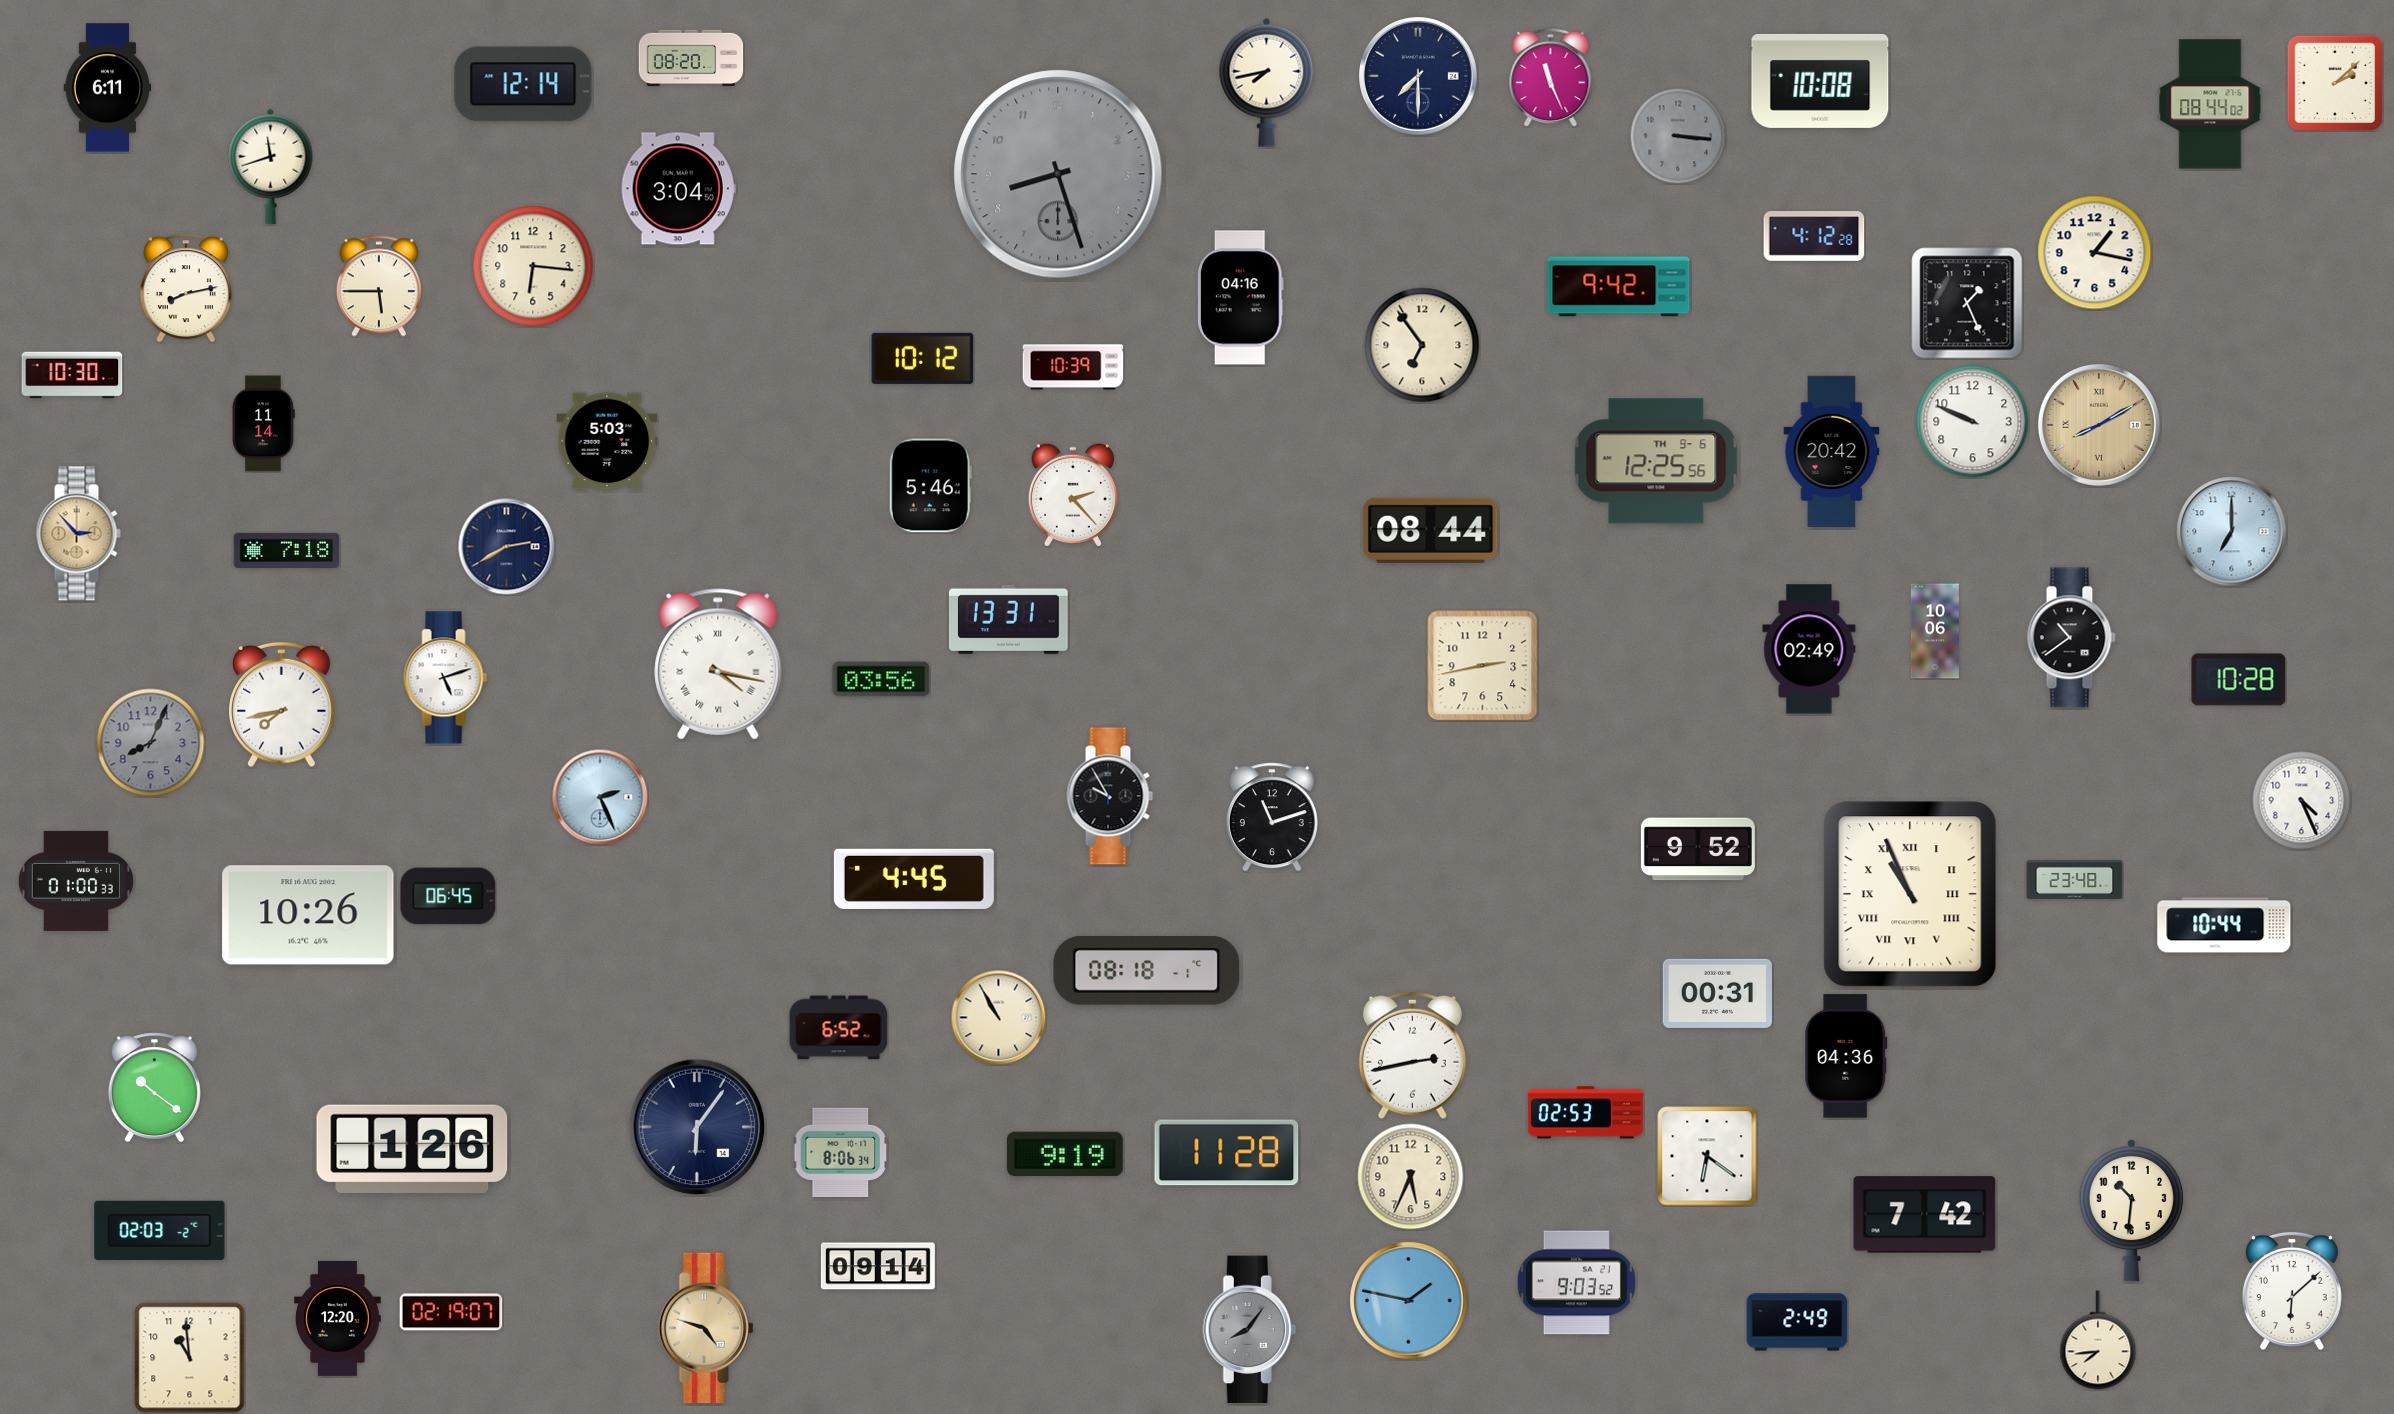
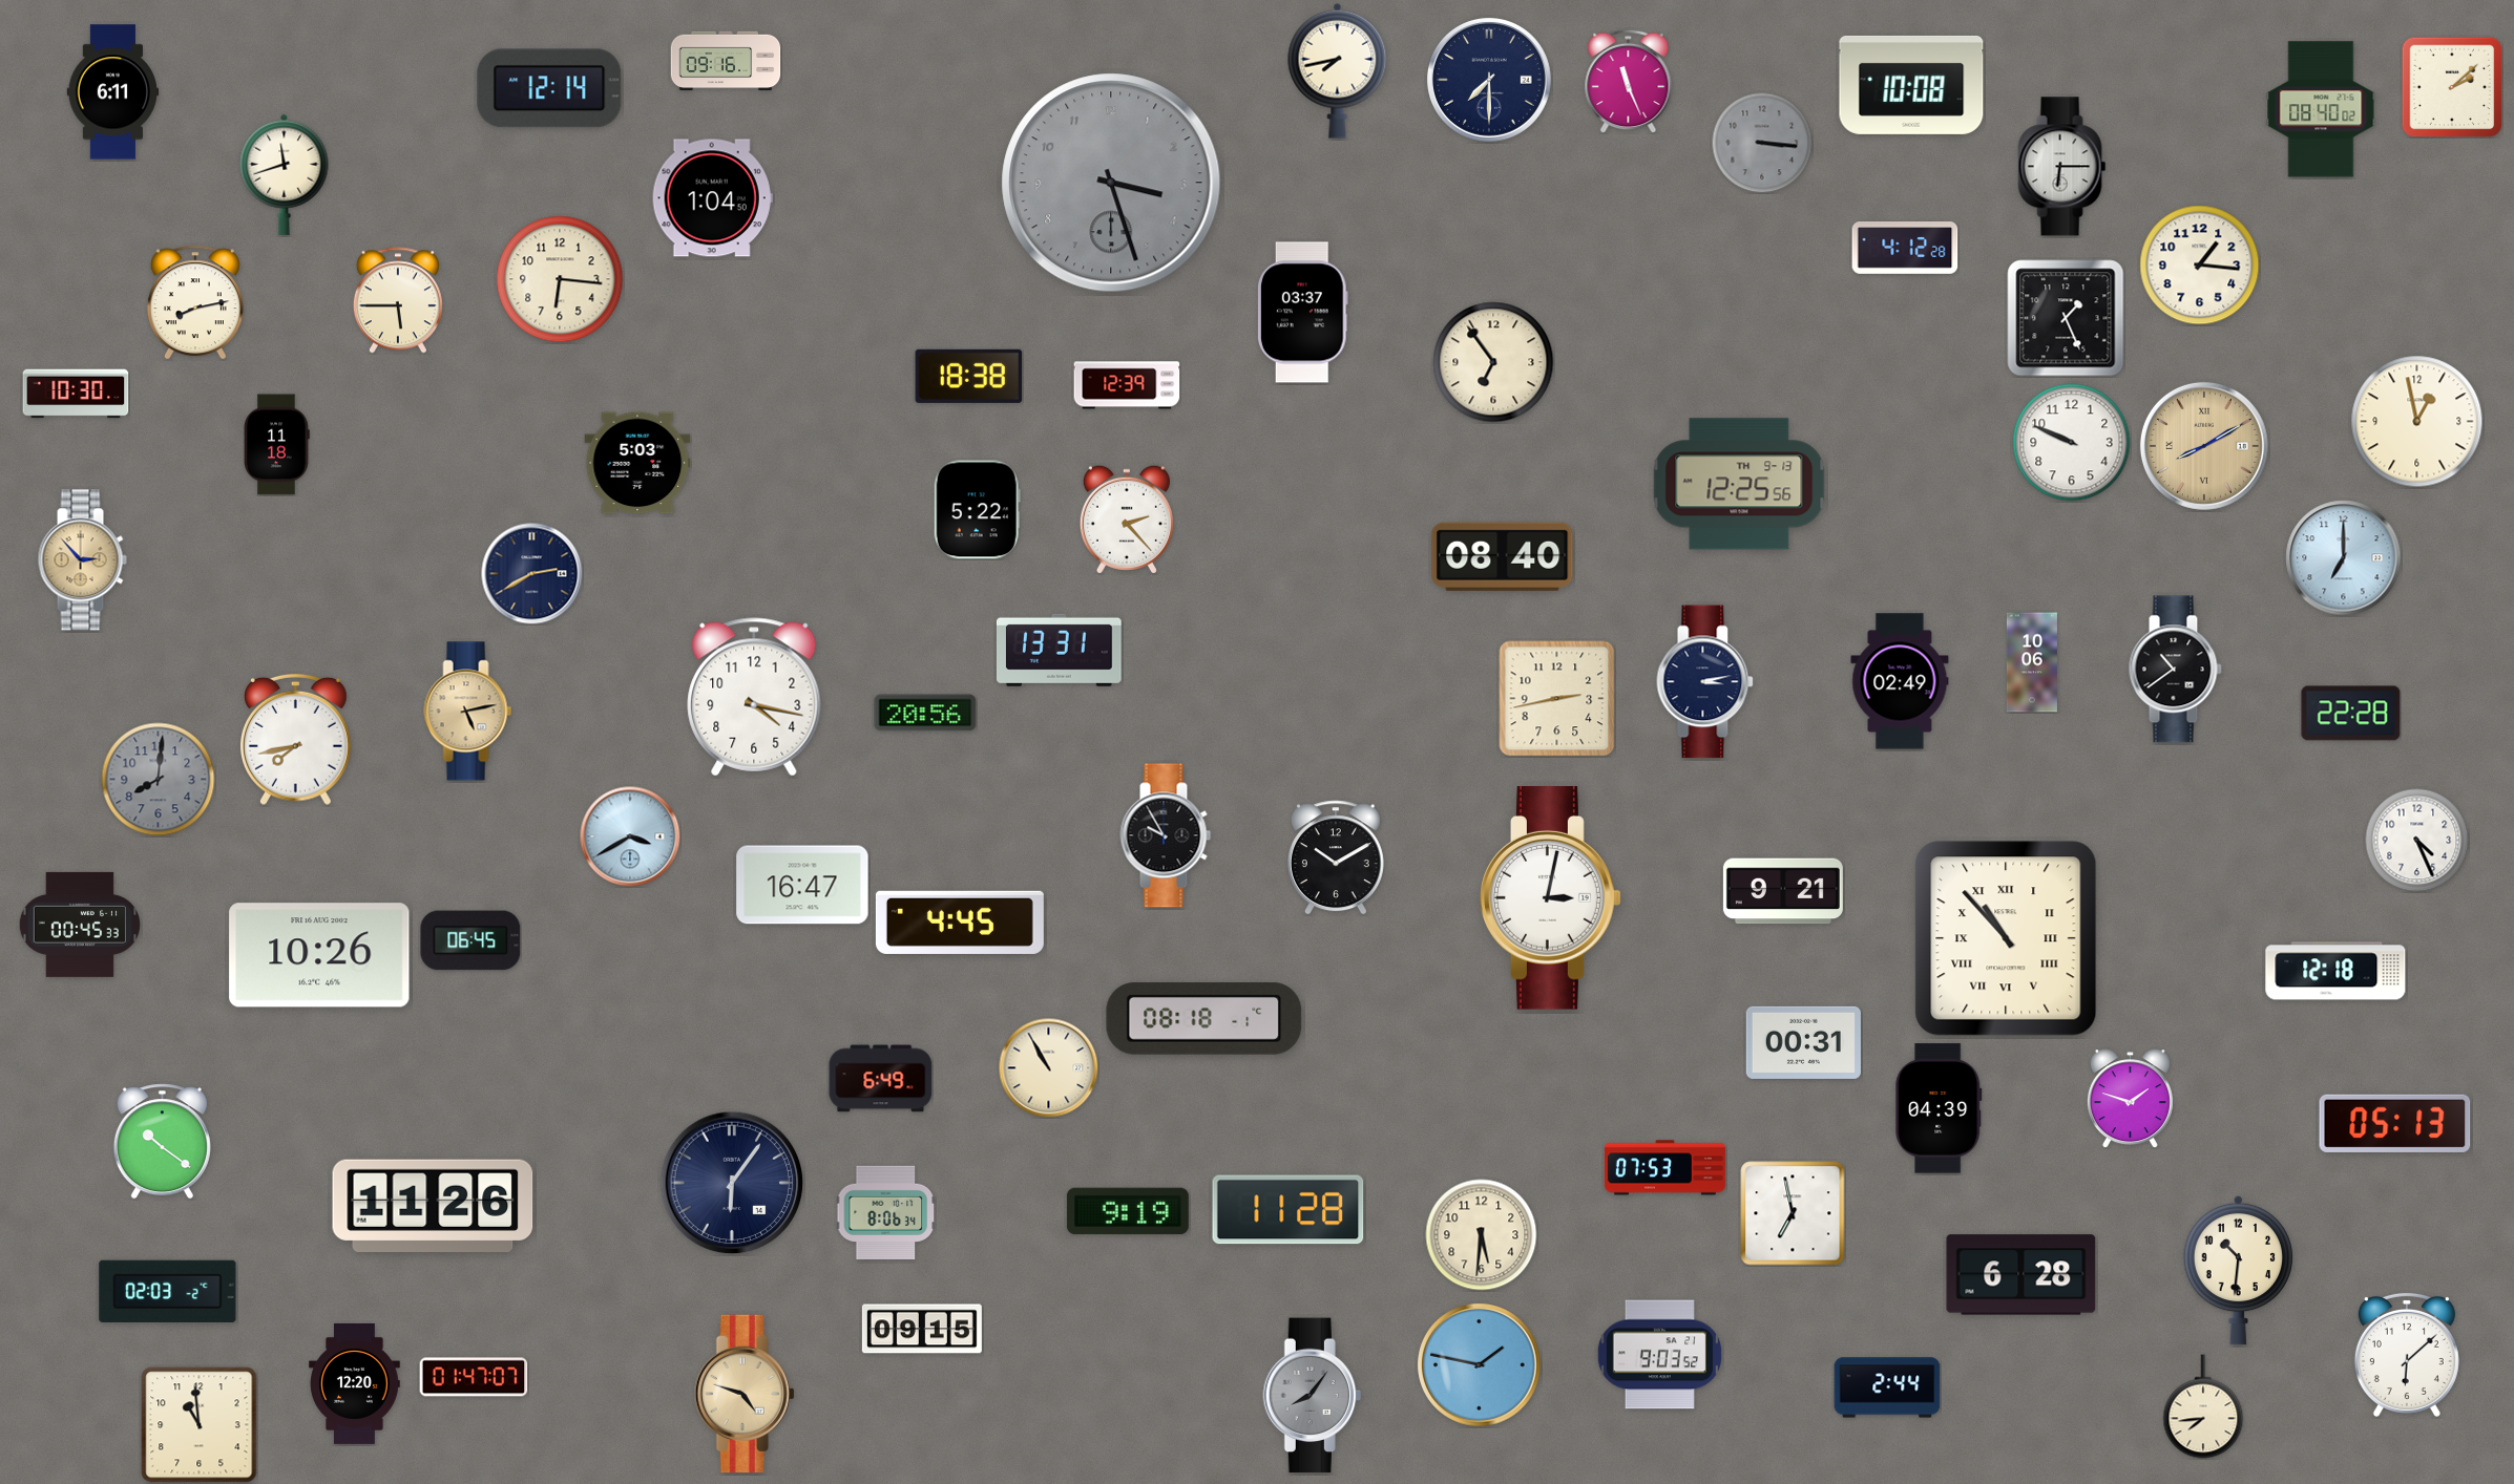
clock at (691, 58): 08:20 -> 09:16
clock at (1267, 82) position: (1267, 82) -> (1338, 70)
clock at (2210, 104): 08:44 -> 08:40
clock at (2062, 167): none -> 6:15
clock at (1058, 174): 8:27 -> 3:27
clock at (678, 189): 3:04 -> 1:04
clock at (2095, 253): 1:17 -> 1:16
clock at (1619, 287): 9:42 -> none
clock at (1240, 298): 04:16 -> 03:37
clock at (923, 358): 10:12 -> 18:38
clock at (1073, 367): 10:39 -> 12:39
clock at (2417, 422): none -> 12:58
clock at (264, 424): 11:14 -> 11:18
clock at (1832, 452): 20:42 -> none
clock at (1656, 461) date: TH 9-6 -> TH 9-13
clock at (930, 486): 5:46 -> 5:22
clock at (1431, 530): 08:44 -> 08:40
clock at (287, 550): 7:18 -> none
clock at (1705, 682): none -> 3:13
clock at (718, 664) numerals: Roman -> Arabic
clock at (446, 678): 5:12 -> 5:13
clock at (446, 678) dial: white -> champagne
clock at (881, 679): 03:56 -> 20:56
clock at (2239, 680): 10:28 -> 22:28
clock at (151, 743): 8:04 -> 8:01
clock at (600, 797): 2:26 -> 3:40
clock at (1272, 817): 11:12 -> 10:10
clock at (802, 885): none -> 16:47
clock at (1698, 849): 9:52 -> 9:21
clock at (1551, 898): none -> 3:02
clock at (2075, 879): 23:48 -> none
clock at (75, 881): 01:00 -> 00:45
clock at (1910, 894): 10:56 -> 10:53
clock at (308, 915) position: (308, 915) -> (319, 955)
clock at (2224, 925): 10:44 -> 12:18
clock at (839, 1028): 6:52 -> 6:49
clock at (2130, 1099): none -> 1:48
clock at (1412, 1055): 2:43 -> none
clock at (1846, 1056): 04:36 -> 04:39
clock at (2395, 1123): none -> 05:13
clock at (1585, 1113): 02:53 -> 07:53
clock at (412, 1149): 1:26 -> 11:26
clock at (840, 1152) position: (840, 1152) -> (885, 1212)
clock at (1065, 1154) position: (1065, 1154) -> (1128, 1211)
clock at (1707, 1156): 6:21 -> 6:58
clock at (1411, 1177): 5:34 -> 5:31
clock at (1925, 1215): 7:42 -> 6:28
clock at (878, 1266): 09:14 -> 09:15
clock at (1576, 1283) position: (1576, 1283) -> (1659, 1355)
clock at (451, 1312): 02:19 -> 01:47
clock at (1797, 1322): 2:49 -> 2:44
clock at (706, 1328) position: (706, 1328) -> (745, 1394)
